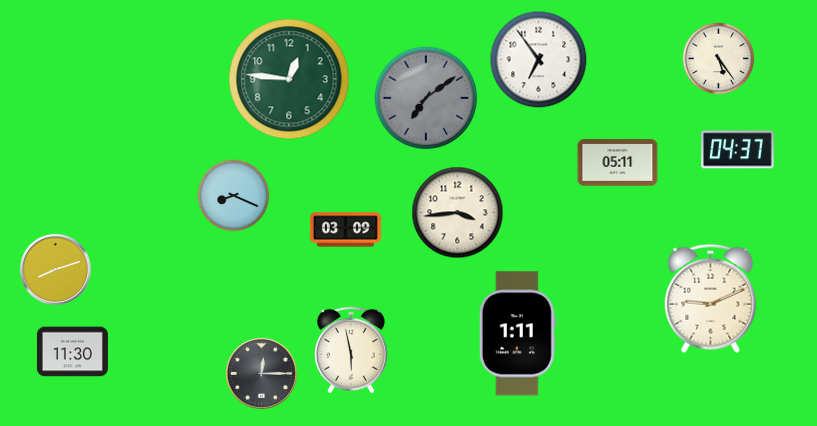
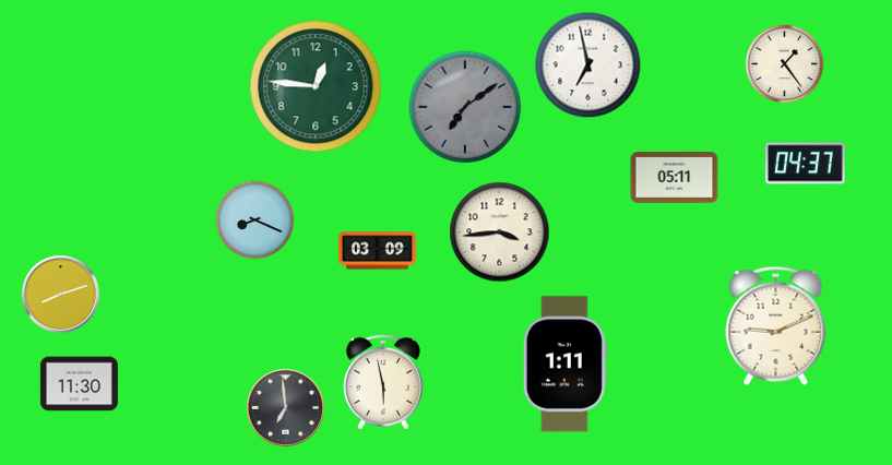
clock at (719, 59): 5:24 -> 1:24
clock at (539, 60): 6:54 -> 6:58
clock at (234, 196) position: (234, 196) -> (255, 220)
clock at (261, 373): 12:15 -> 6:59
